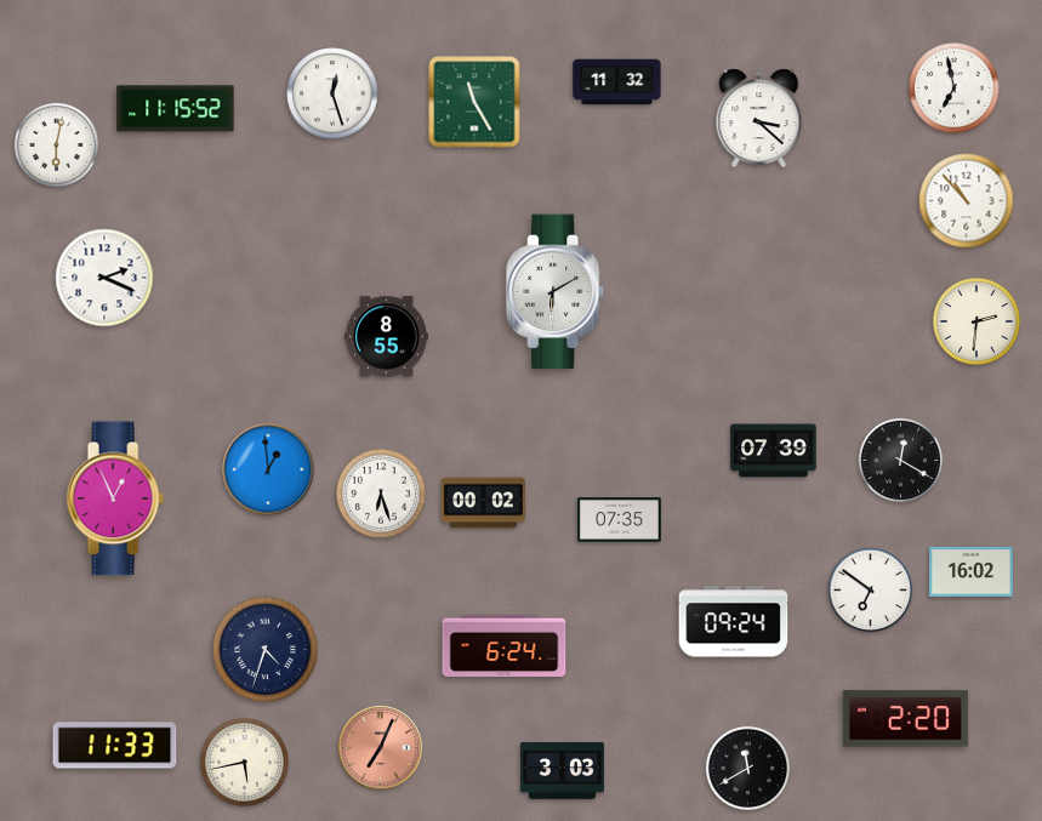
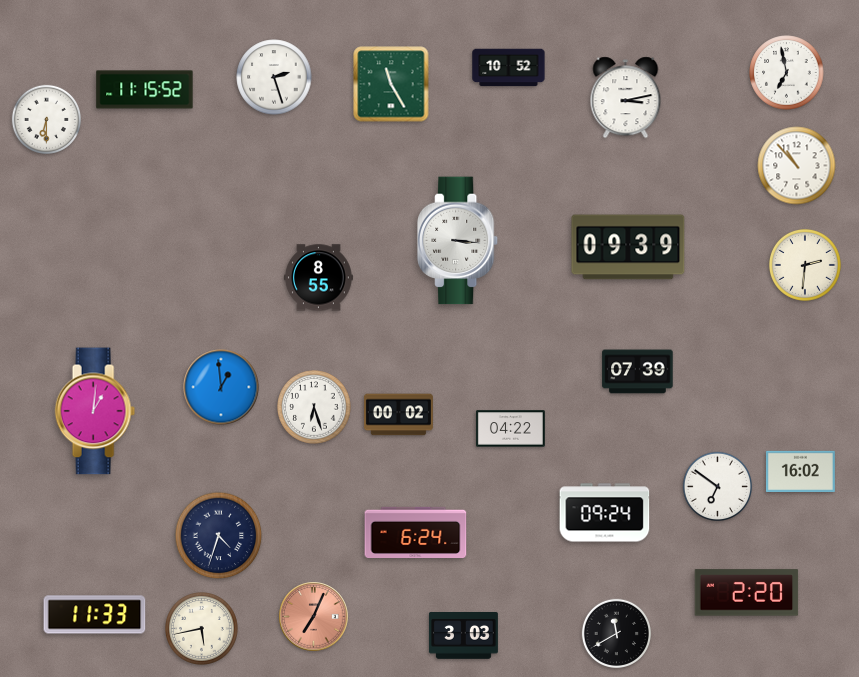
clock at (617, 82): 11:32 -> 10:52
clock at (332, 93): 12:27 -> 2:27
clock at (759, 119): 3:22 -> 3:13
clock at (57, 146): 6:02 -> 6:30
clock at (104, 278): 2:19 -> none
clock at (557, 292): 6:10 -> 3:16
clock at (628, 247): none -> 09:39
clock at (901, 461): 12:20 -> none
clock at (115, 498): 12:56 -> 1:01
clock at (619, 520): 07:35 -> 04:22
